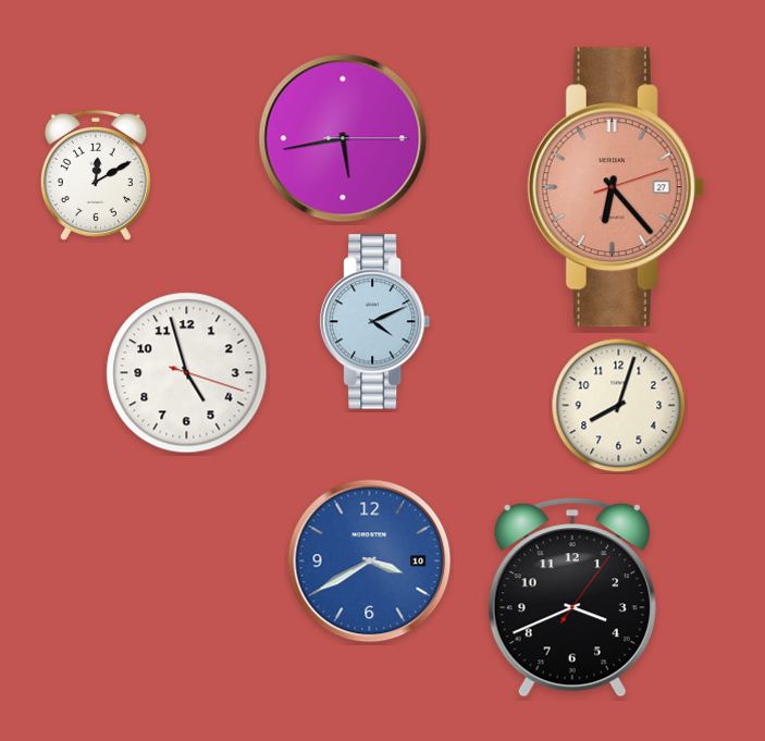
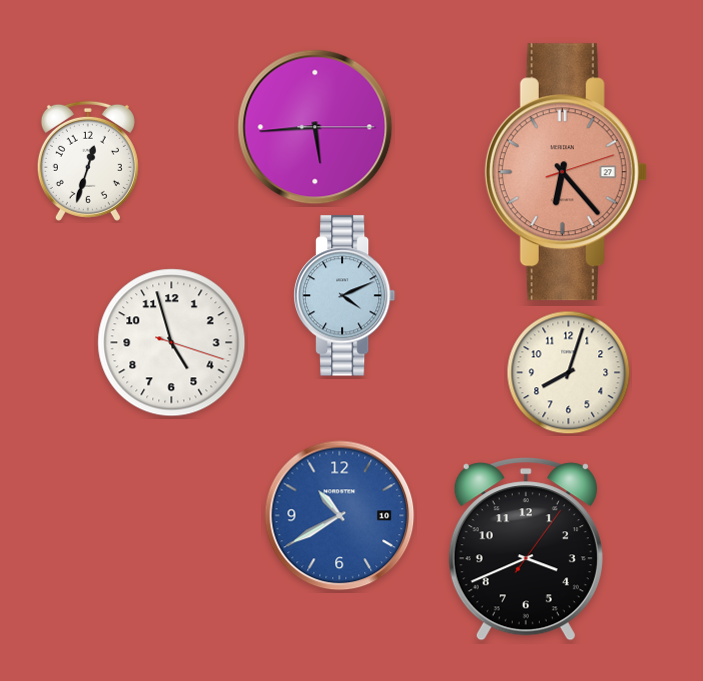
clock at (343, 138): 5:43 -> 5:44
clock at (96, 175): 12:10 -> 12:33
clock at (370, 561): 3:40 -> 10:40
